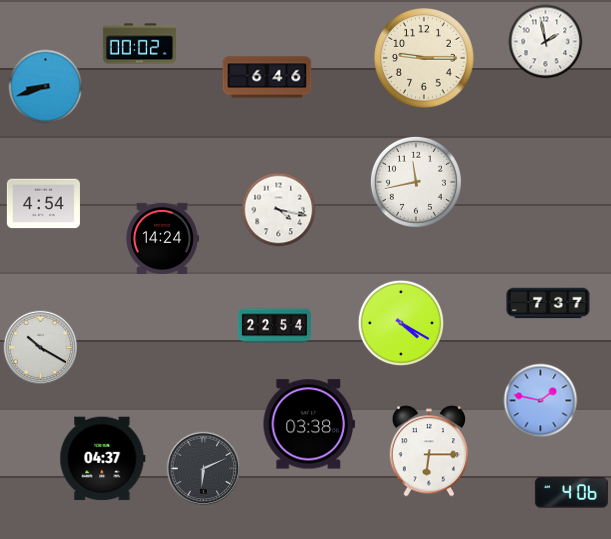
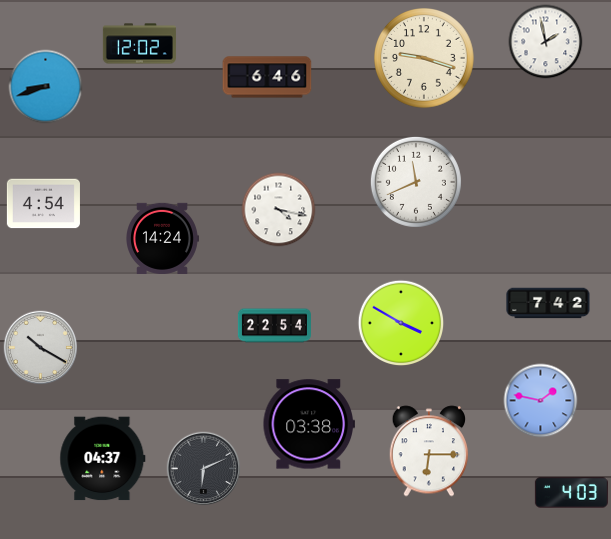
clock at (139, 44): 00:02 -> 12:02
clock at (424, 58): 9:15 -> 9:18
clock at (416, 182): 11:43 -> 11:41
clock at (548, 303): 7:37 -> 7:42
clock at (401, 323): 4:20 -> 3:50
clock at (571, 493): 4:06 -> 4:03
